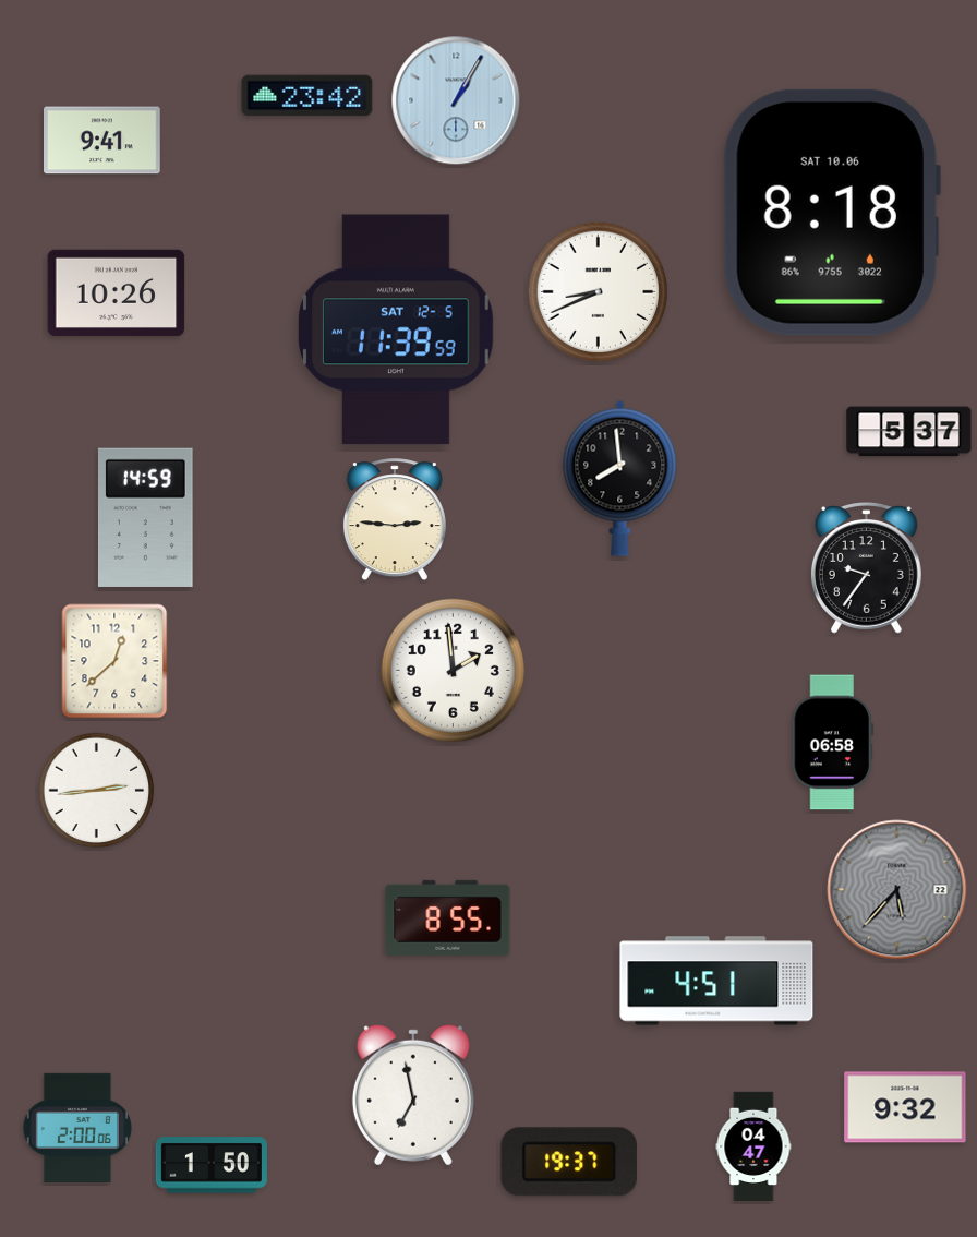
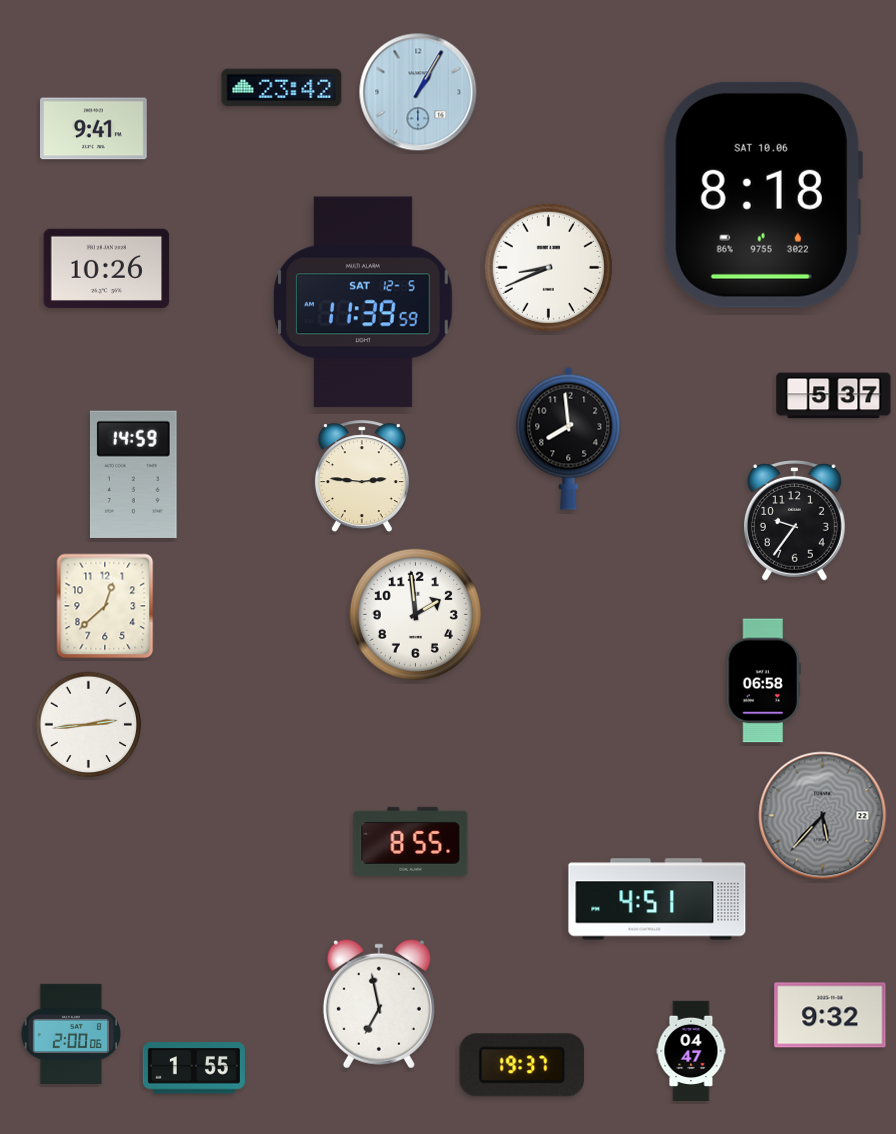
clock at (212, 1165): 1:50 -> 1:55
